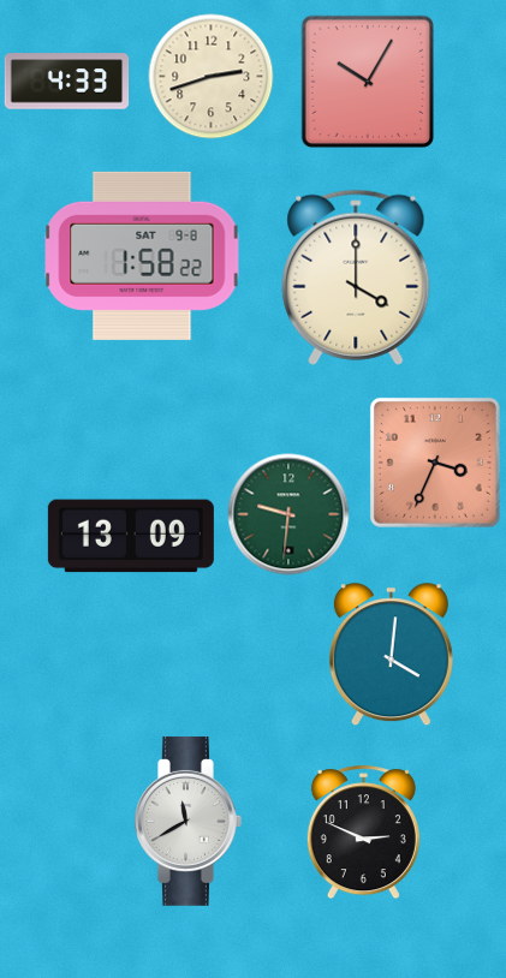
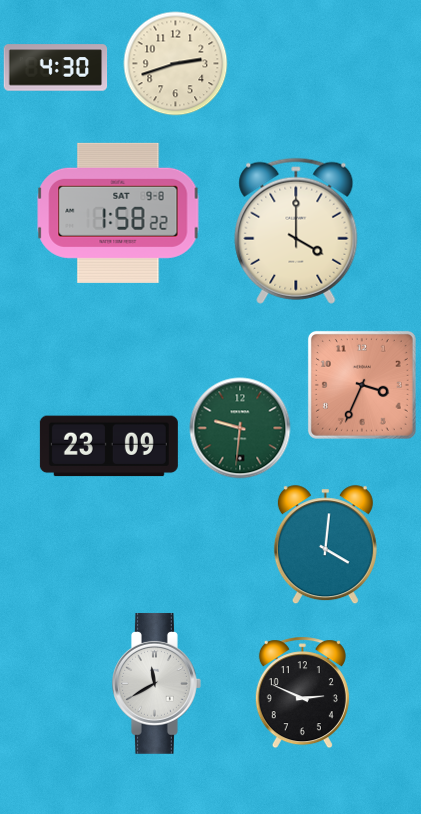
clock at (67, 82): 4:33 -> 4:30
clock at (368, 82): 10:05 -> none
clock at (131, 536): 13:09 -> 23:09
